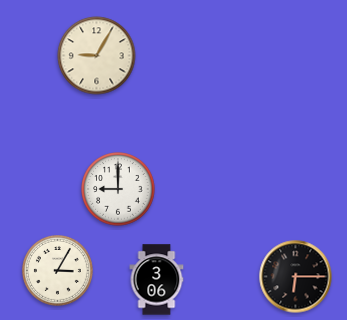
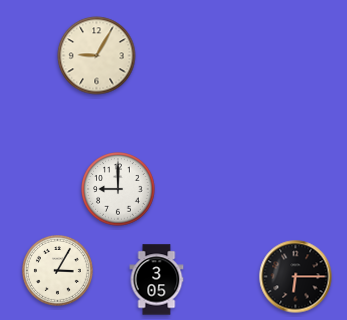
clock at (157, 280): 3:06 -> 3:05
